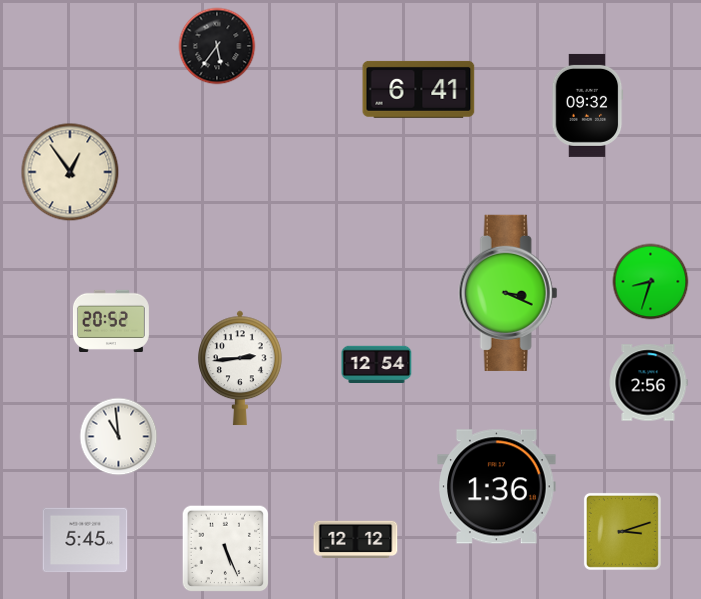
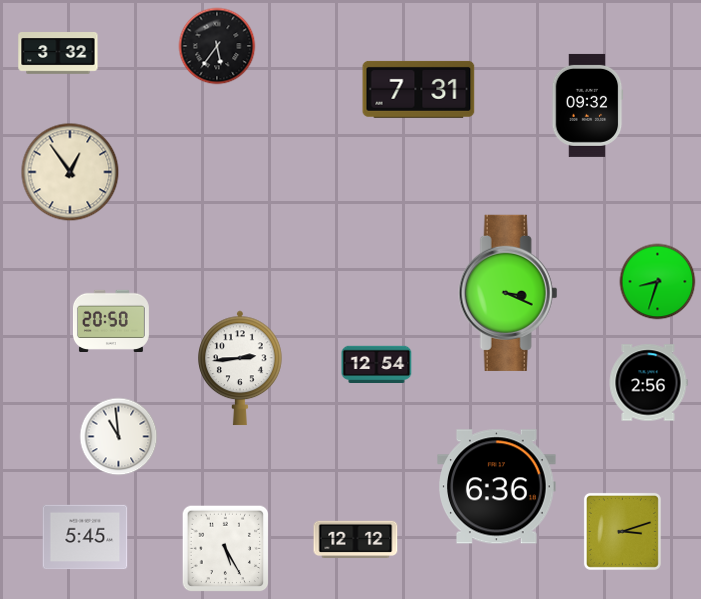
clock at (58, 54): none -> 3:32
clock at (419, 89): 6:41 -> 7:31
clock at (651, 282) position: (651, 282) -> (658, 282)
clock at (111, 320): 20:52 -> 20:50
clock at (497, 487): 1:36 -> 6:36
clock at (85, 540) position: (85, 540) -> (85, 537)
clock at (226, 549): 5:26 -> 5:25
